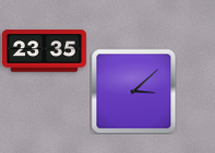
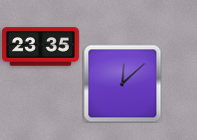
clock at (133, 91): 3:08 -> 12:08
